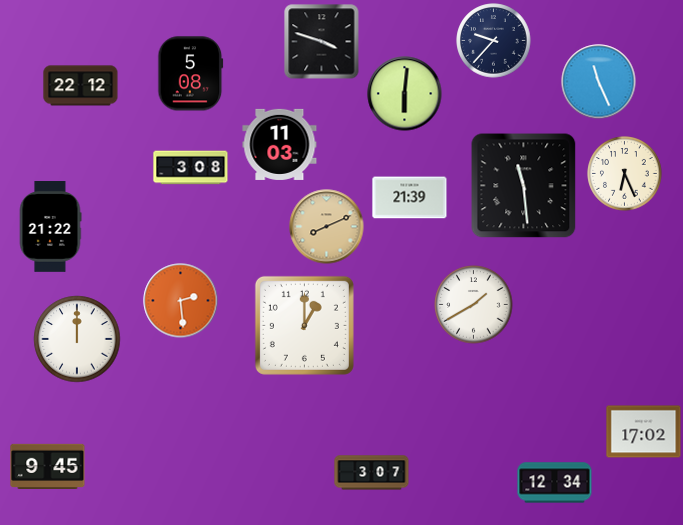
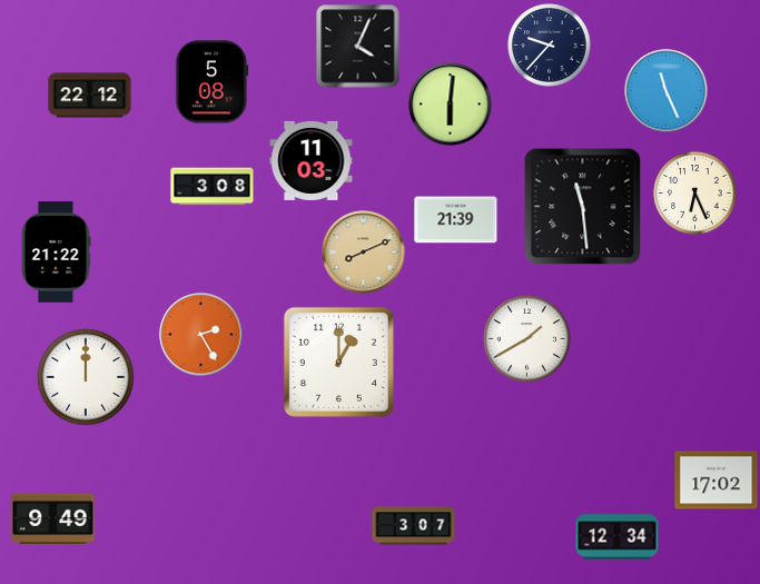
clock at (322, 42): 3:48 -> 4:04
clock at (181, 301): 2:29 -> 2:25
clock at (48, 466): 9:45 -> 9:49
